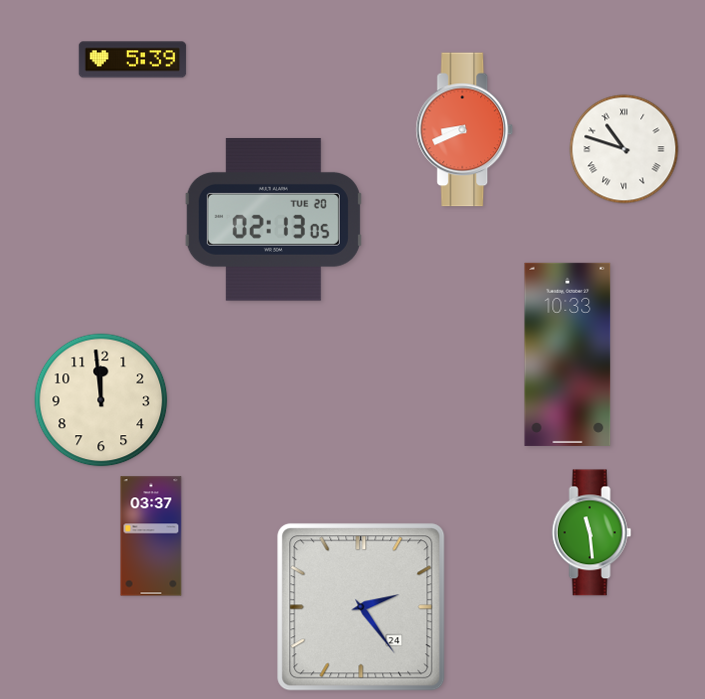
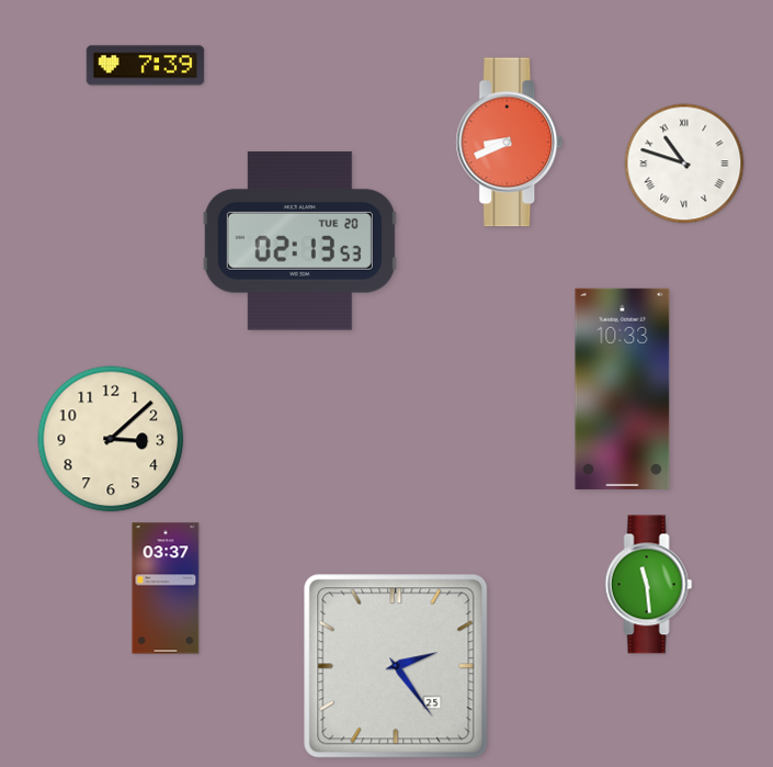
clock at (133, 60): 5:39 -> 7:39
clock at (273, 220): 02:13:05 -> 02:13:53
clock at (101, 400): 11:59 -> 3:08
clock at (361, 607) date: 24 -> 25
